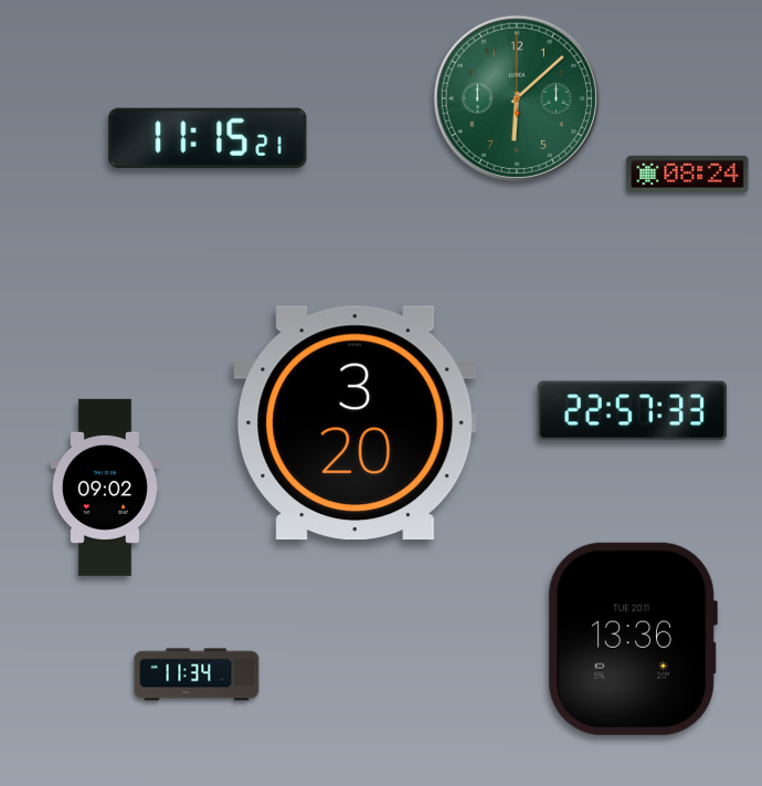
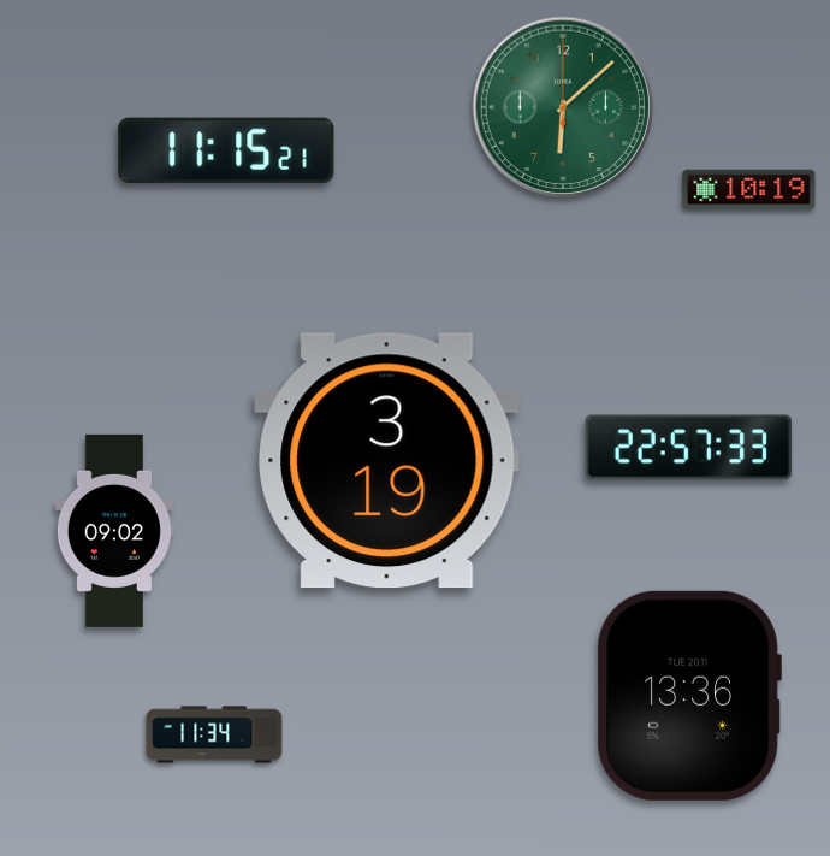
clock at (688, 174): 08:24 -> 10:19
clock at (356, 423): 3:20 -> 3:19
